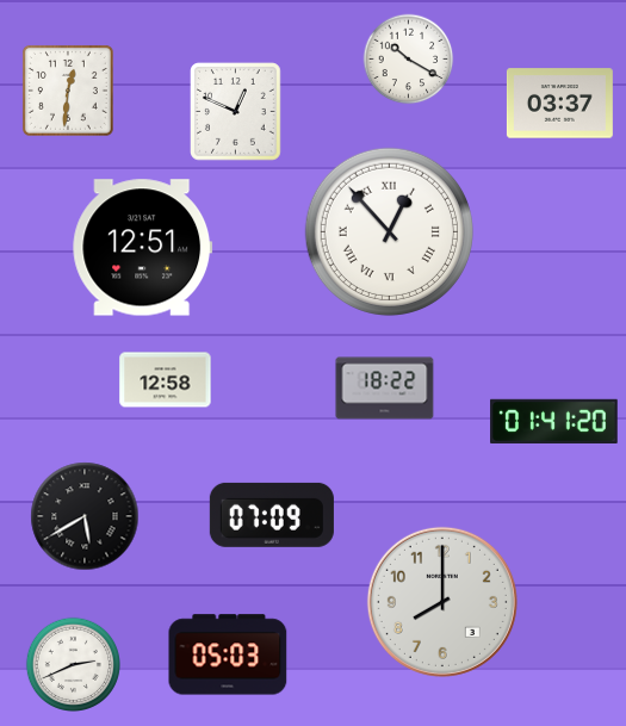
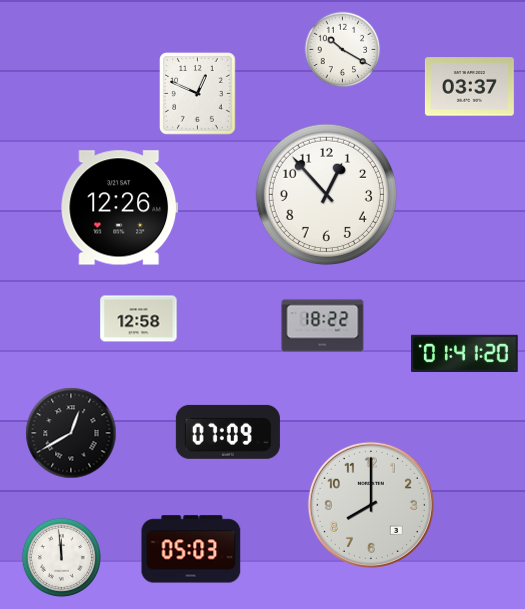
clock at (68, 91): 12:31 -> none
clock at (389, 231) numerals: Roman -> Arabic
clock at (143, 248): 12:51 -> 12:26
clock at (85, 516): 5:40 -> 12:40
clock at (73, 664): 2:41 -> 11:59
